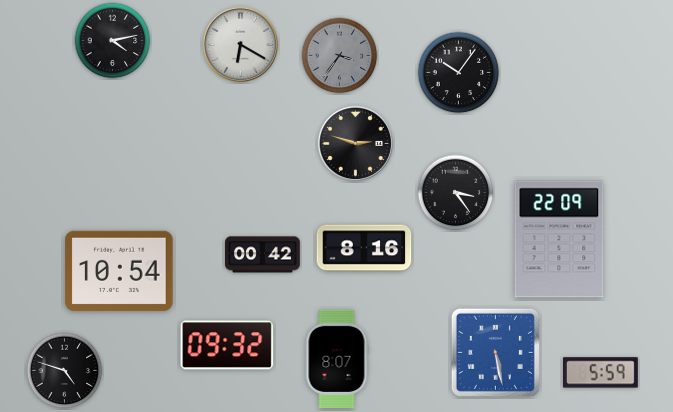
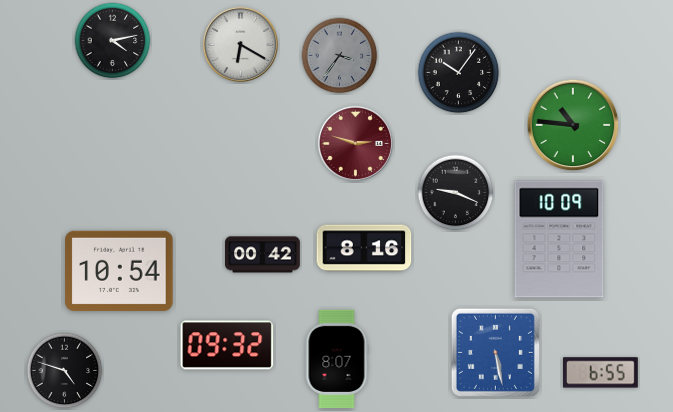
clock at (573, 125): none -> 10:46
clock at (355, 143) dial: black -> burgundy
clock at (456, 193): 3:24 -> 9:19
clock at (559, 239): 22:09 -> 10:09
clock at (600, 373): 5:59 -> 6:55
